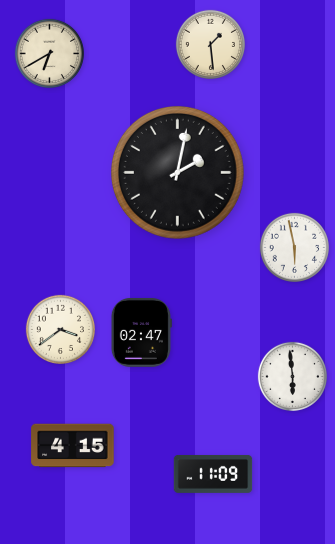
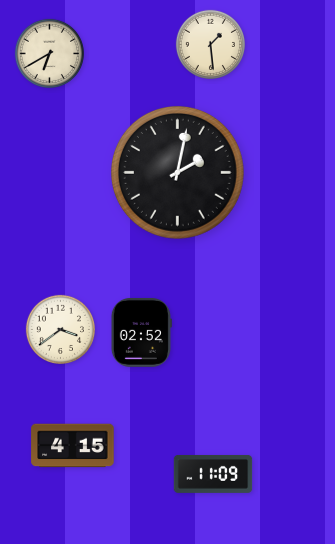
clock at (294, 247): 5:58 -> none
clock at (141, 332): 02:47 -> 02:52
clock at (292, 376): 5:59 -> none
